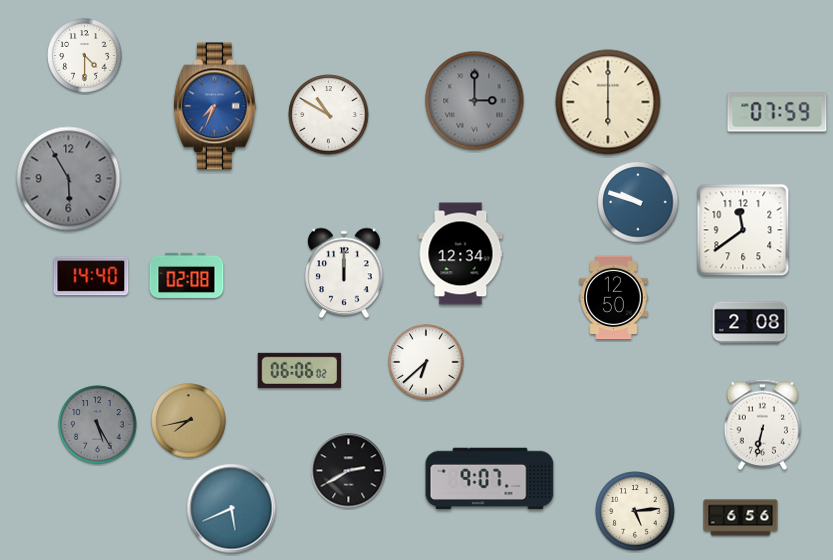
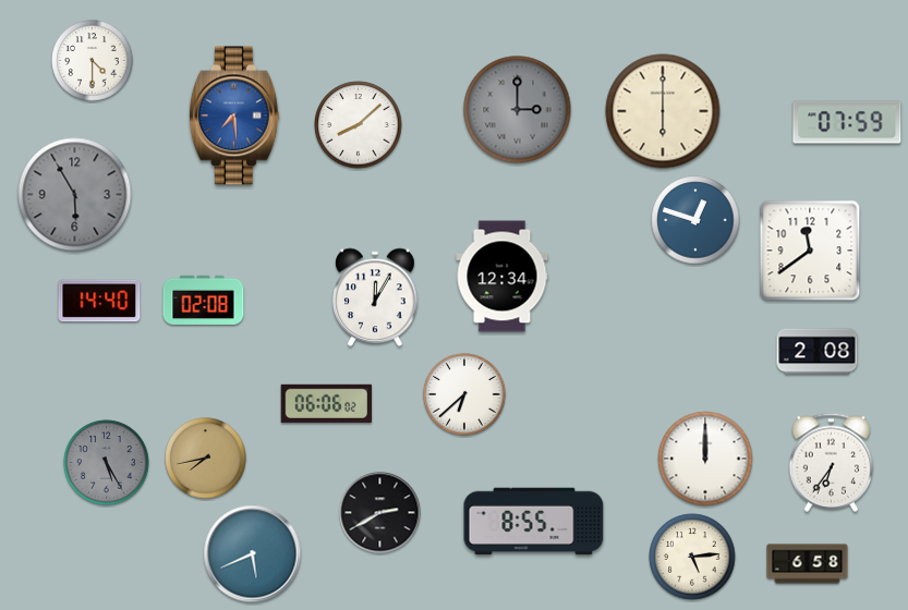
clock at (215, 106): 7:34 -> 7:29
clock at (329, 115): 10:50 -> 8:08
clock at (638, 202): 9:48 -> 12:48
clock at (344, 273): 12:00 -> 12:05
clock at (614, 298): 12:50 -> none
clock at (705, 459): none -> 12:00
clock at (763, 424): 6:32 -> 6:36
clock at (490, 479): 9:07 -> 8:55
clock at (741, 518): 6:56 -> 6:58
